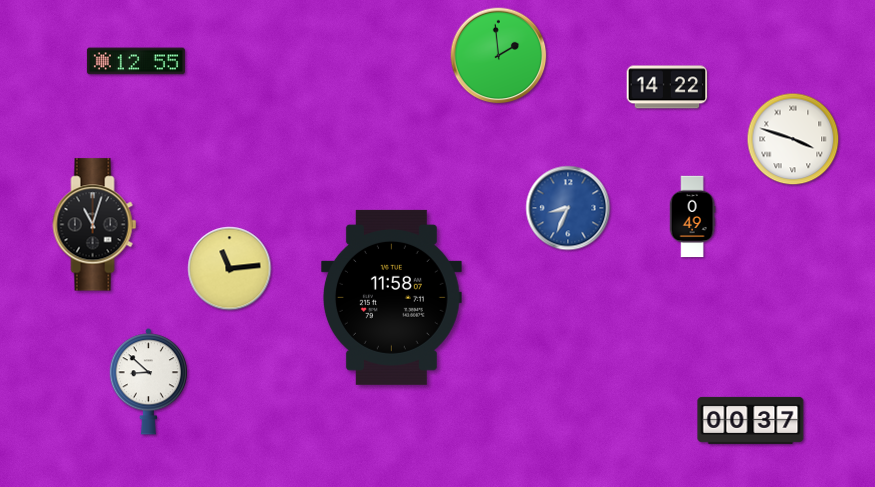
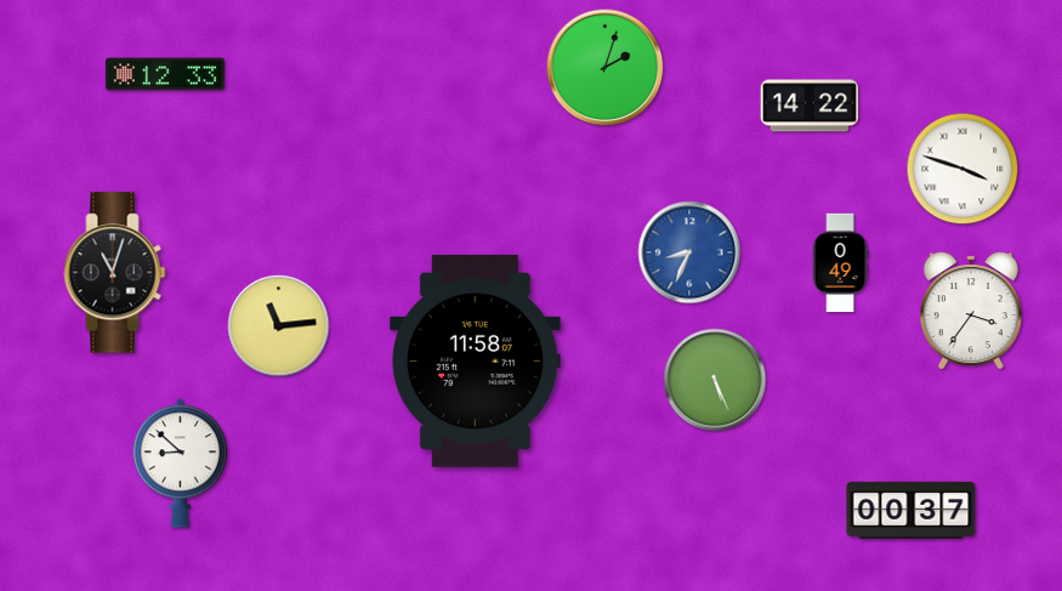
clock at (499, 56): 1:59 -> 2:03
clock at (136, 61): 12:55 -> 12:33
clock at (971, 311): none -> 3:36
clock at (715, 380): none -> 5:26
